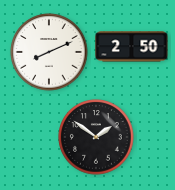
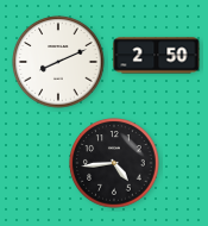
clock at (96, 137): 1:51 -> 4:44
